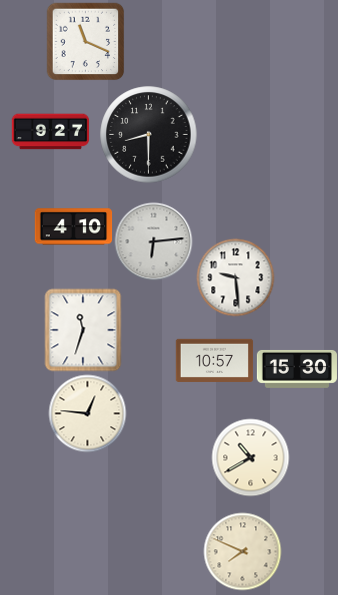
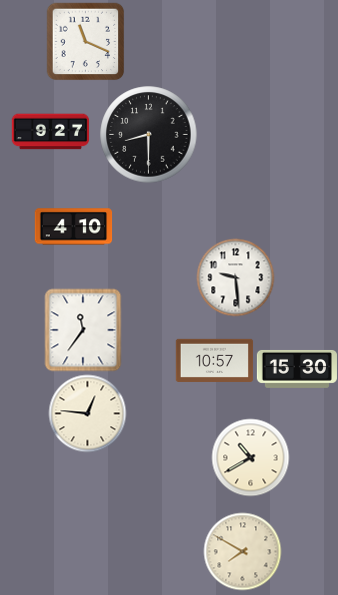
clock at (153, 241): 6:14 -> none
clock at (83, 330): 11:33 -> 11:36
clock at (242, 551): 7:49 -> 7:50
